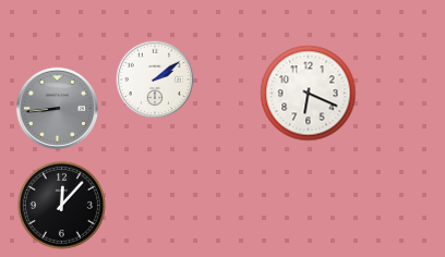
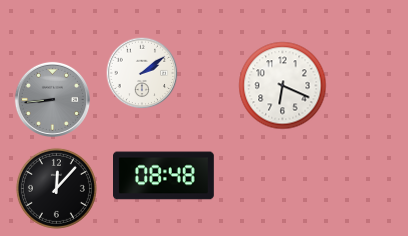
clock at (164, 176): none -> 08:48
